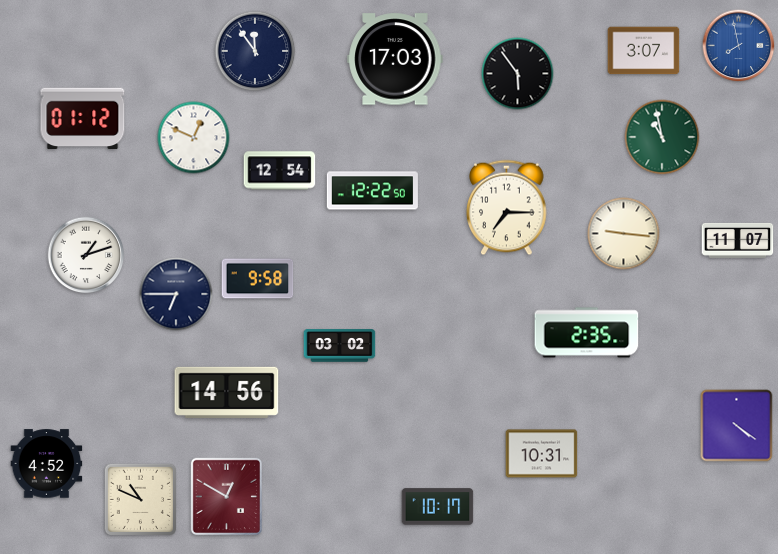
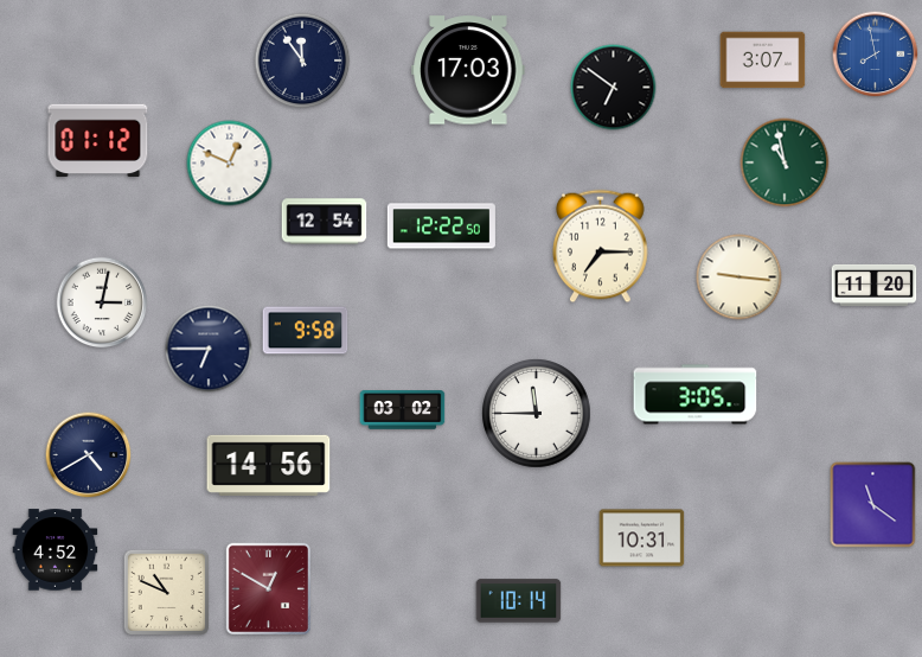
clock at (518, 74): 5:54 -> 6:51
clock at (280, 171) position: (280, 171) -> (325, 222)
clock at (738, 240): 11:07 -> 11:20
clock at (86, 255): 1:12 -> 3:02
clock at (587, 333): 2:35 -> 3:05
clock at (537, 414): none -> 11:45
clock at (89, 455): none -> 4:40
clock at (737, 426): 4:21 -> 11:21
clock at (438, 507): 10:17 -> 10:14
